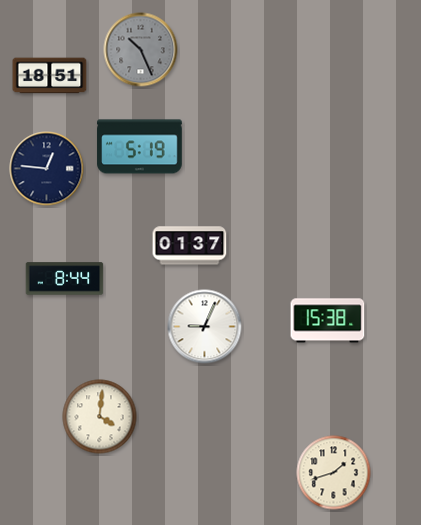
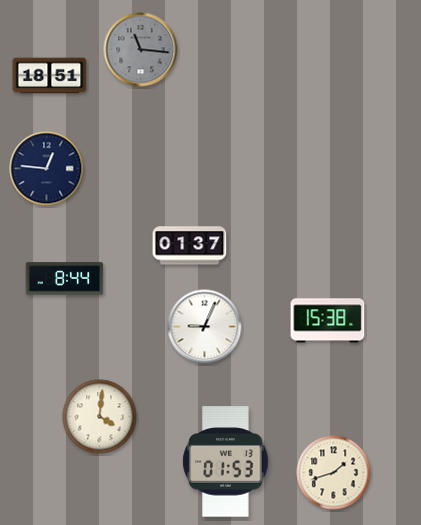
clock at (141, 50): 10:26 -> 11:16
clock at (140, 147): 5:19 -> none
clock at (226, 462): none -> 01:53
